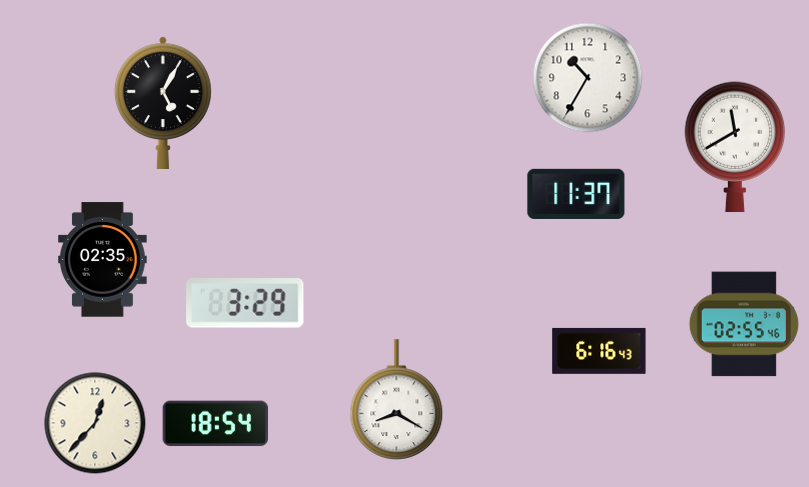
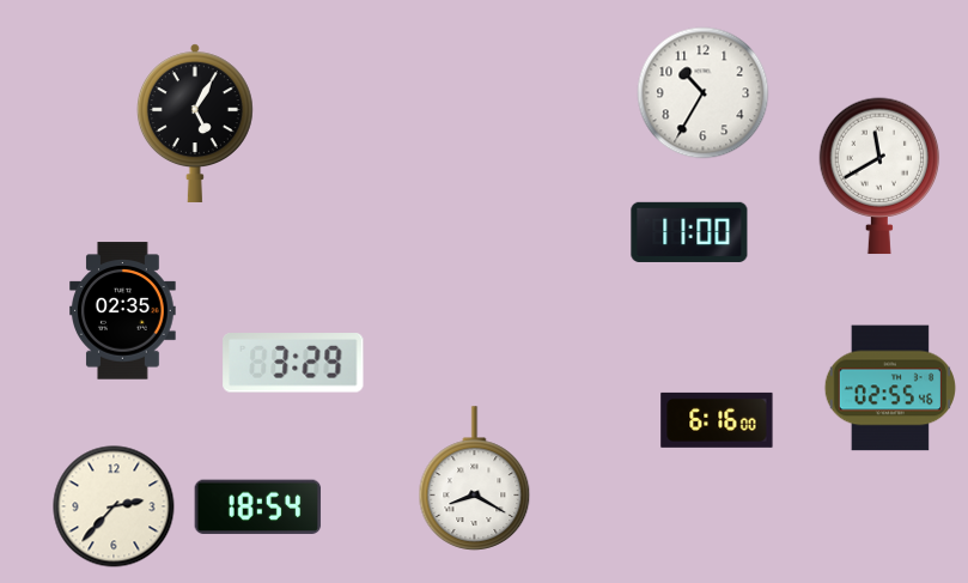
clock at (576, 194): 11:37 -> 11:00
clock at (599, 351): 6:16:43 -> 6:16:00
clock at (95, 423): 12:37 -> 2:37
